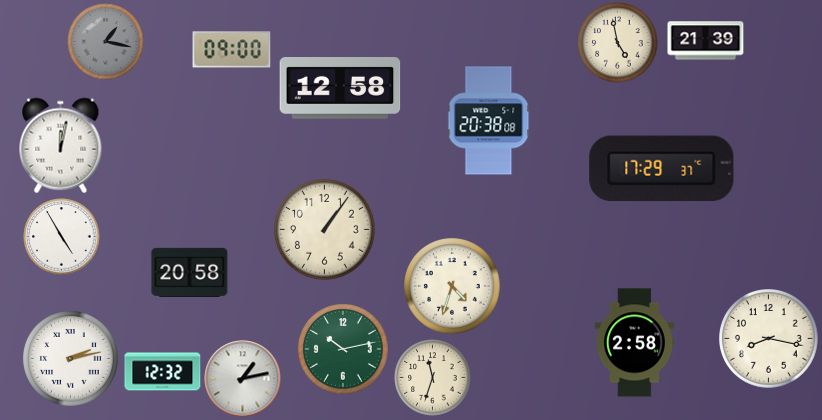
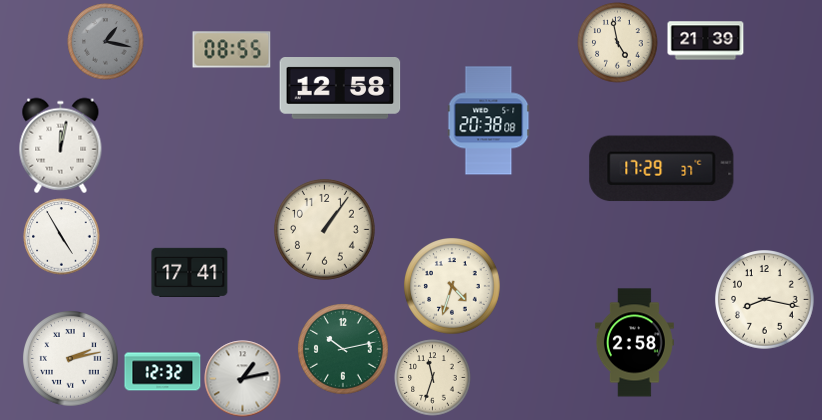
clock at (232, 50): 09:00 -> 08:55
clock at (190, 272): 20:58 -> 17:41
clock at (769, 339) position: (769, 339) -> (765, 300)
